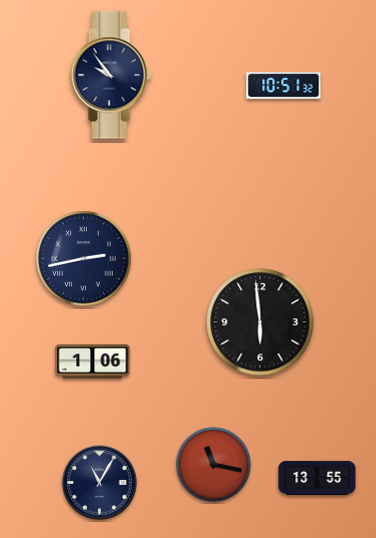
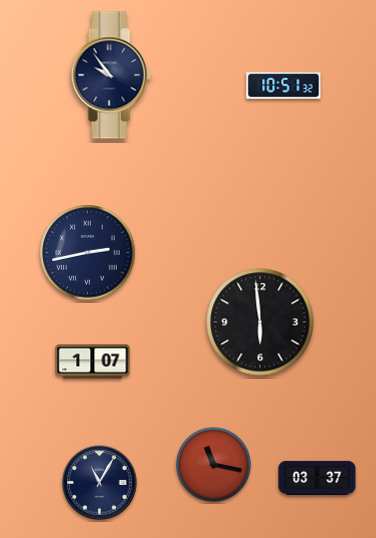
clock at (84, 259) position: (84, 259) -> (88, 253)
clock at (93, 362): 1:06 -> 1:07
clock at (317, 477): 13:55 -> 03:37
